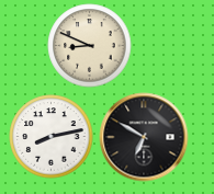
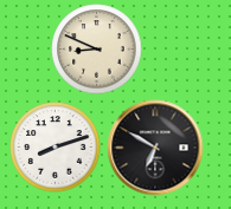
clock at (52, 137): 8:13 -> 8:12
